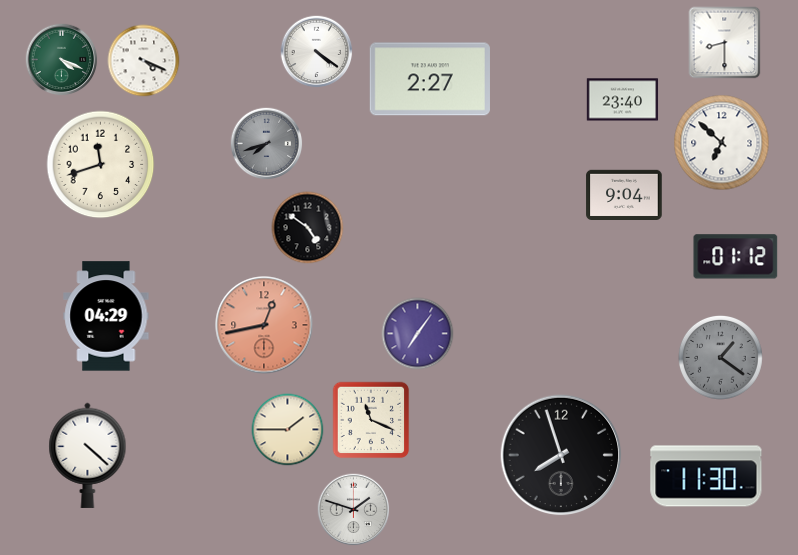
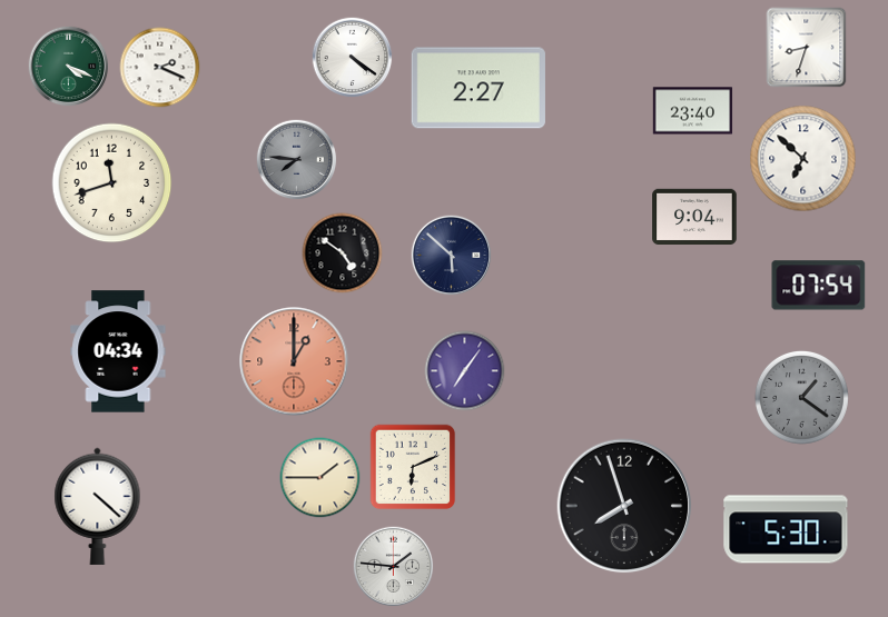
clock at (725, 43): 8:30 -> 8:33
clock at (144, 61): 4:19 -> 2:19
clock at (267, 144): 7:42 -> 7:46
clock at (452, 256): none -> 5:52
clock at (736, 257): 01:12 -> 07:54
clock at (106, 316): 04:29 -> 04:34
clock at (264, 325): 12:43 -> 1:00
clock at (371, 420): 11:19 -> 6:11
clock at (706, 476): 11:30 -> 5:30
clock at (354, 510): 1:48 -> 1:46
